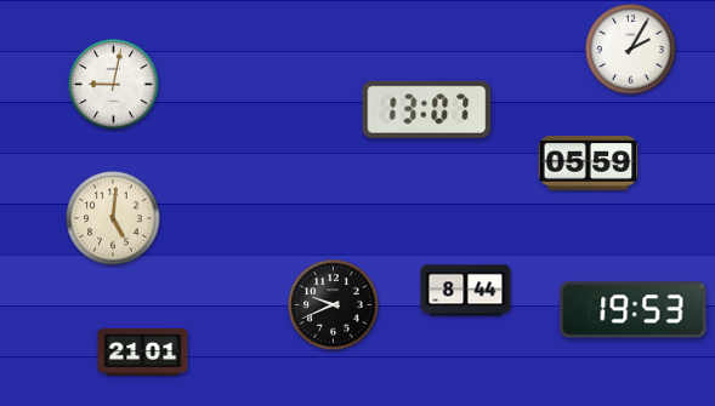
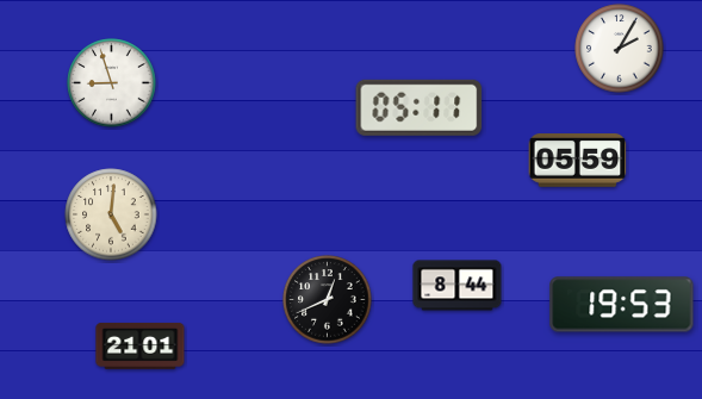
clock at (114, 85): 9:02 -> 8:57
clock at (427, 109): 13:07 -> 05:11
clock at (334, 305): 9:41 -> 12:41
